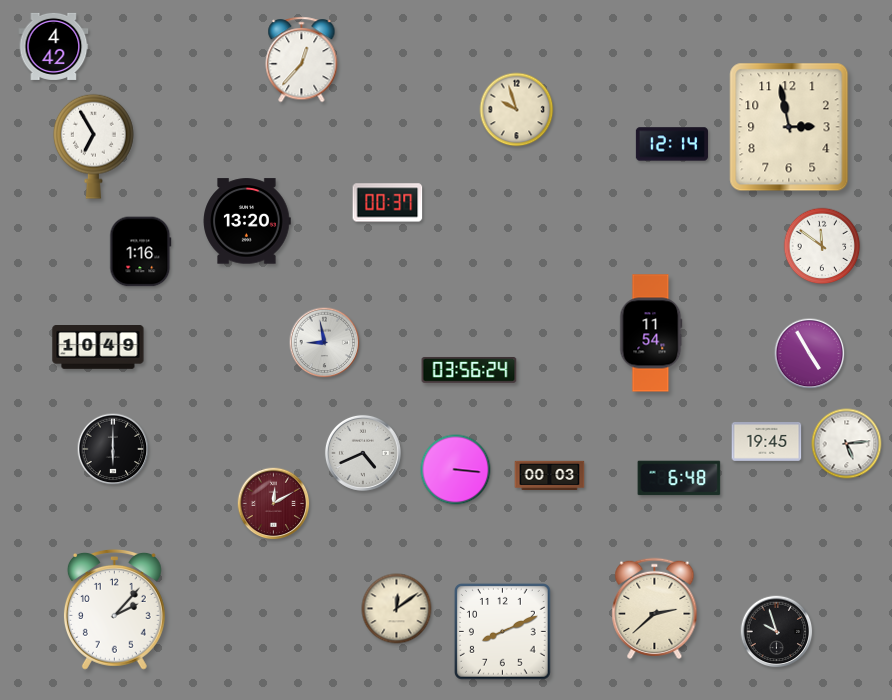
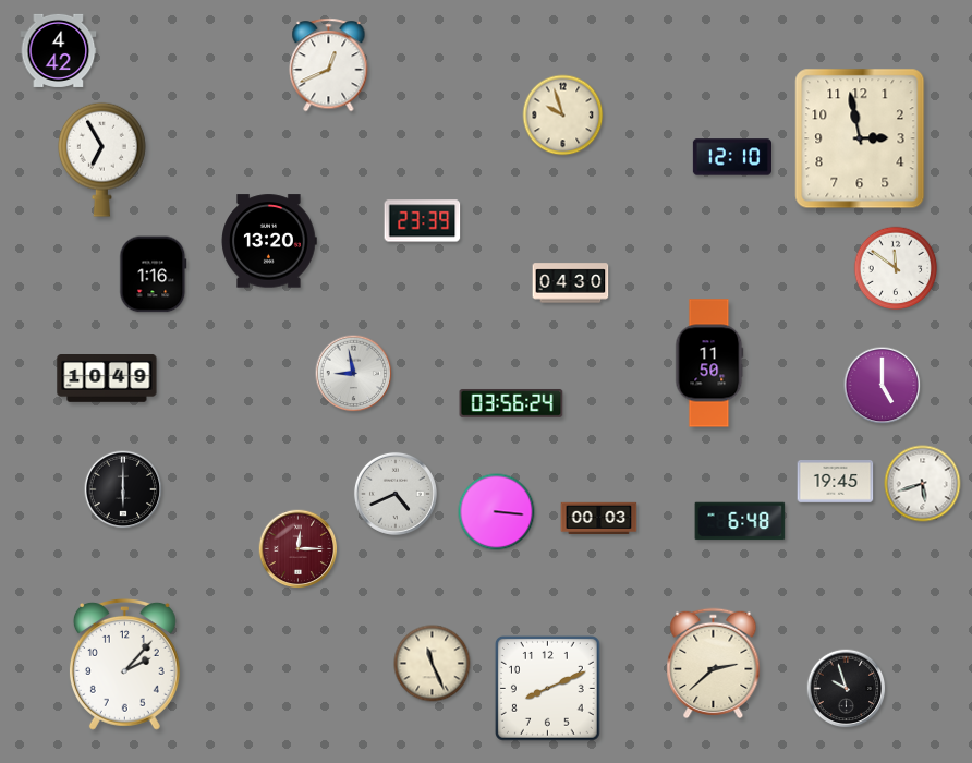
clock at (302, 60): 12:37 -> 12:41
clock at (517, 110) position: (517, 110) -> (563, 116)
clock at (672, 144): 12:14 -> 12:10
clock at (388, 203): 00:37 -> 23:39
clock at (571, 283): none -> 04:30
clock at (651, 333): 11:54 -> 11:50
clock at (810, 354): 4:55 -> 5:00
clock at (847, 444): 5:14 -> 5:42
clock at (274, 504): 12:10 -> 12:15
clock at (397, 609): 12:09 -> 11:26
